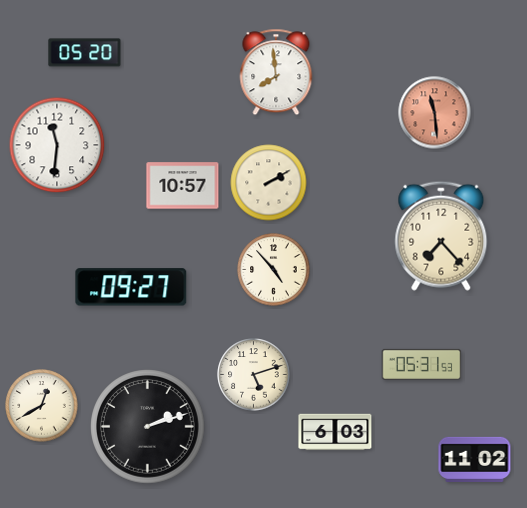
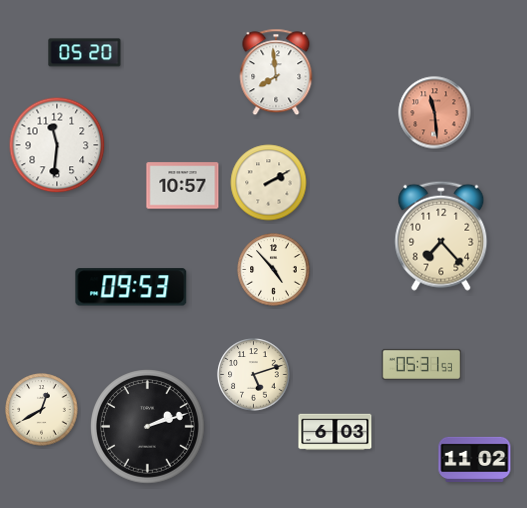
clock at (131, 287): 09:27 -> 09:53
clock at (42, 406) position: (42, 406) -> (42, 410)
